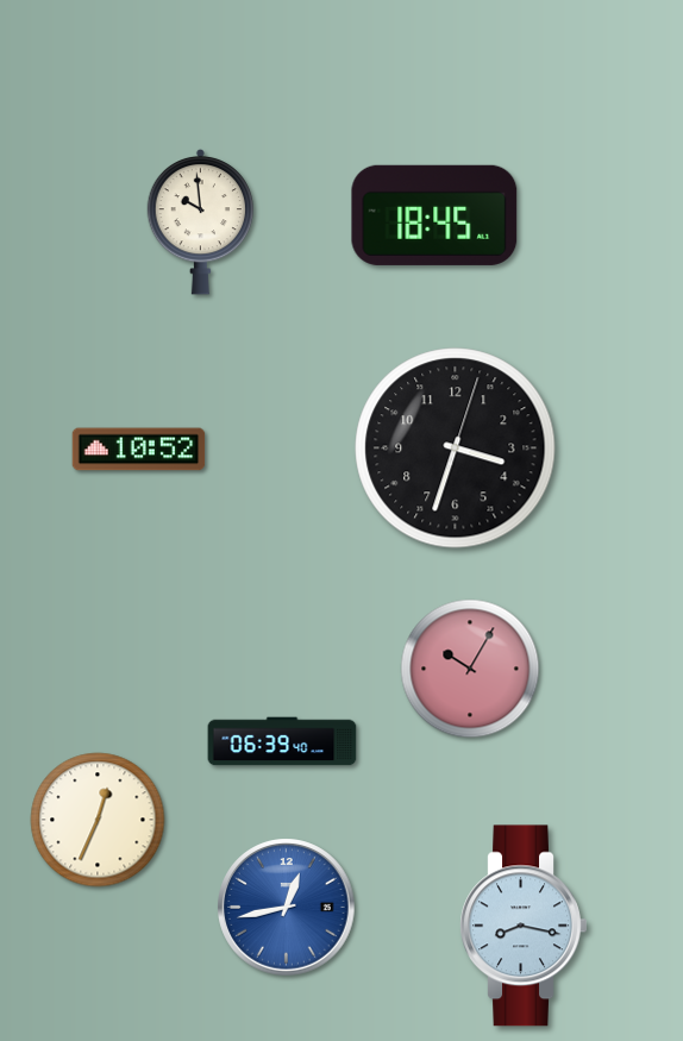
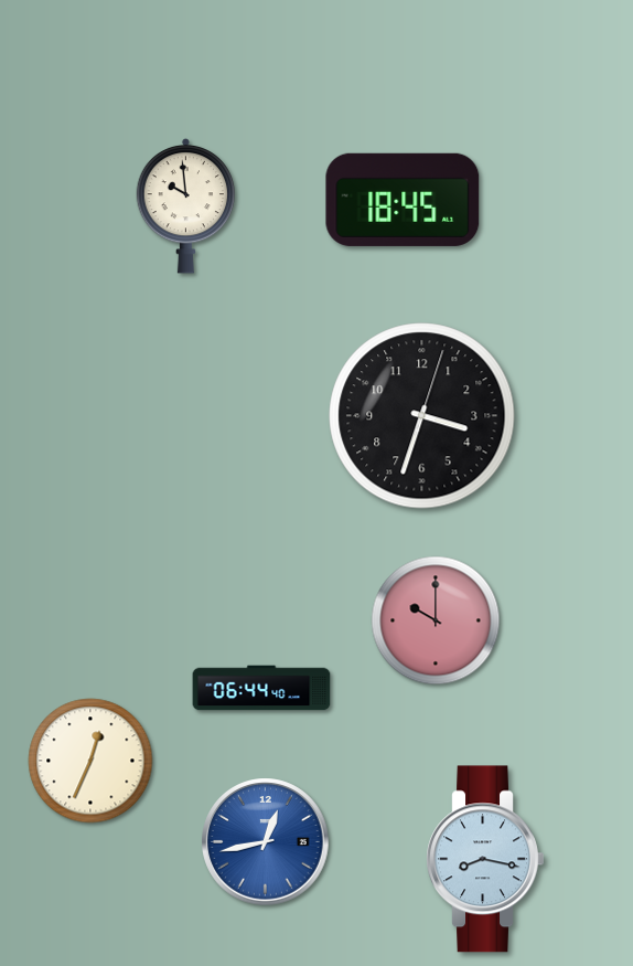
clock at (139, 450): 10:52 -> none
clock at (470, 669): 10:05 -> 10:00
clock at (282, 741): 06:39 -> 06:44
